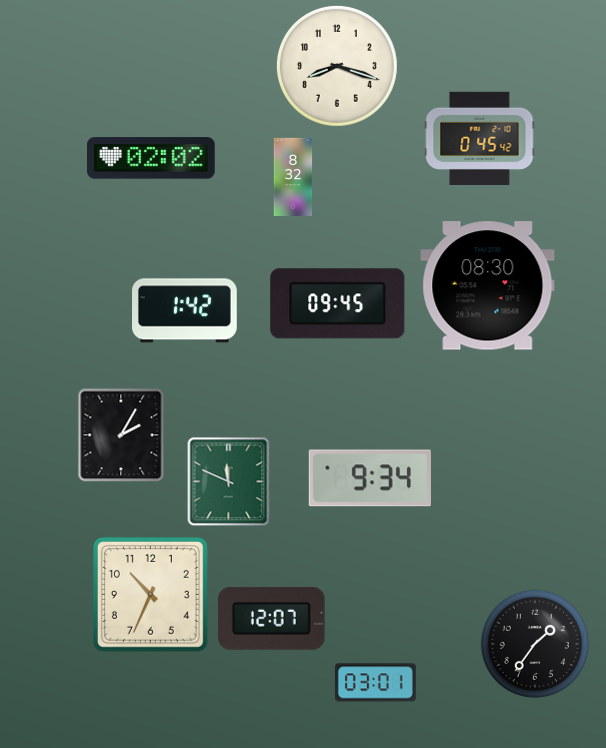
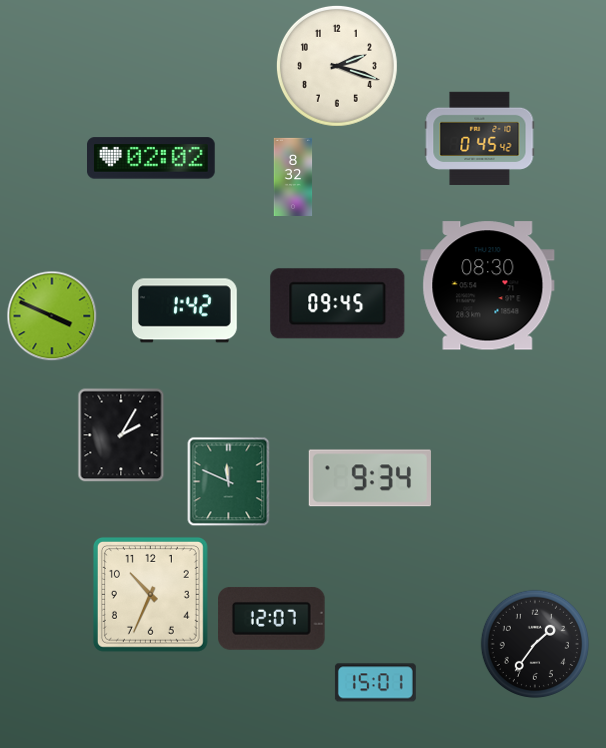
clock at (337, 66): 8:18 -> 2:18
clock at (52, 316): none -> 3:49
clock at (375, 683): 03:01 -> 15:01
